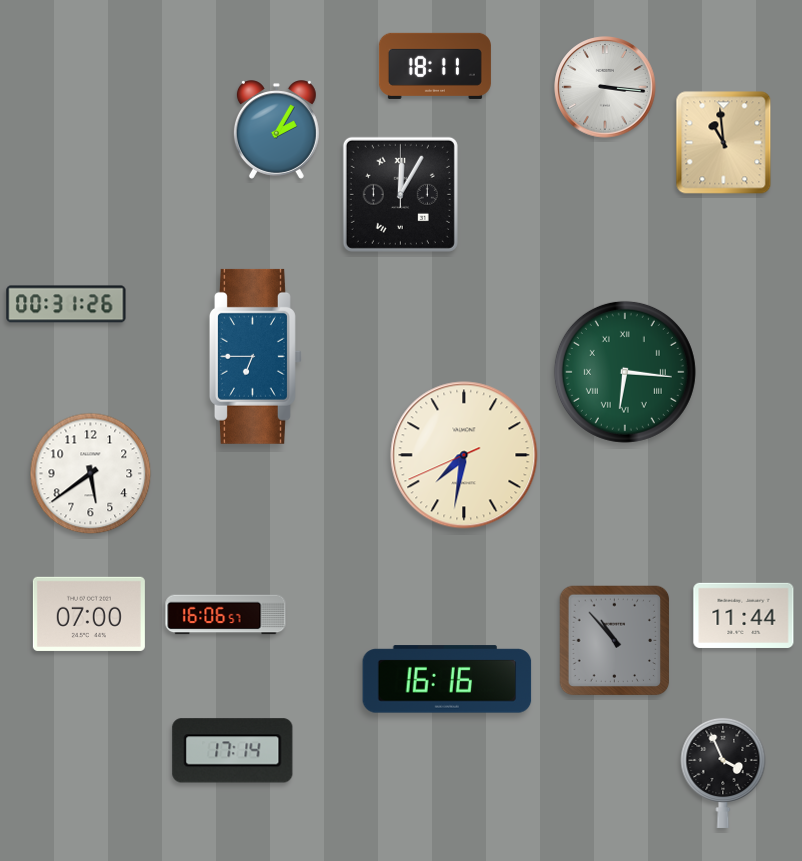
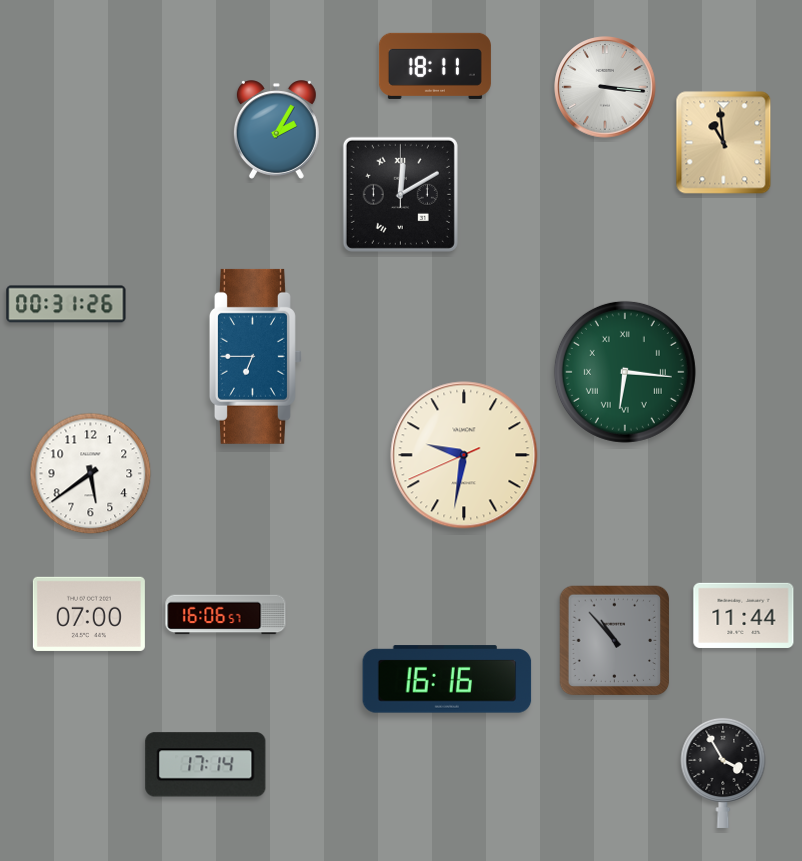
clock at (400, 194): 12:05 -> 12:10
clock at (464, 455): 7:31 -> 9:31
clock at (233, 751) position: (233, 751) -> (206, 765)
clock at (723, 772): 3:56 -> 3:55
